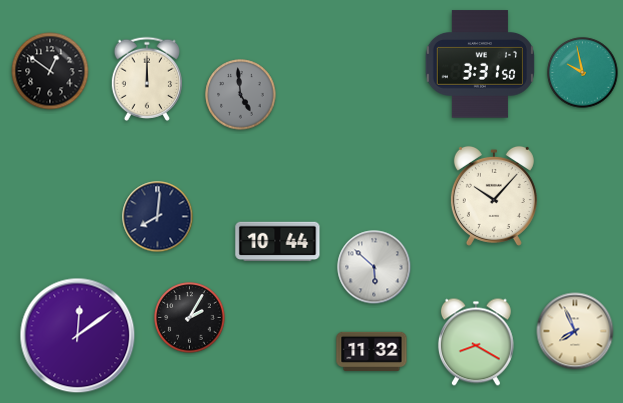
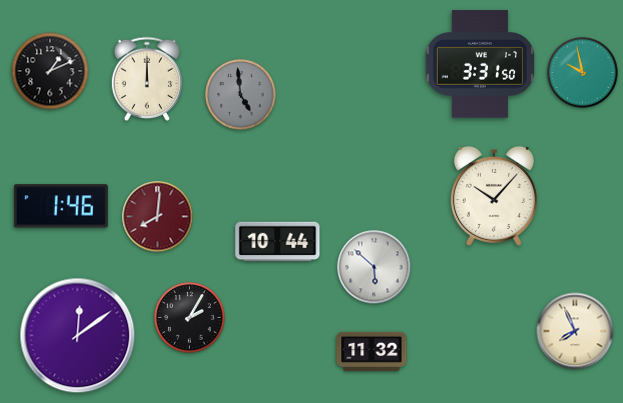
clock at (50, 71): 12:51 -> 1:11
clock at (61, 206): none -> 1:46
clock at (158, 217) dial: navy -> burgundy
clock at (476, 342): 8:20 -> none
